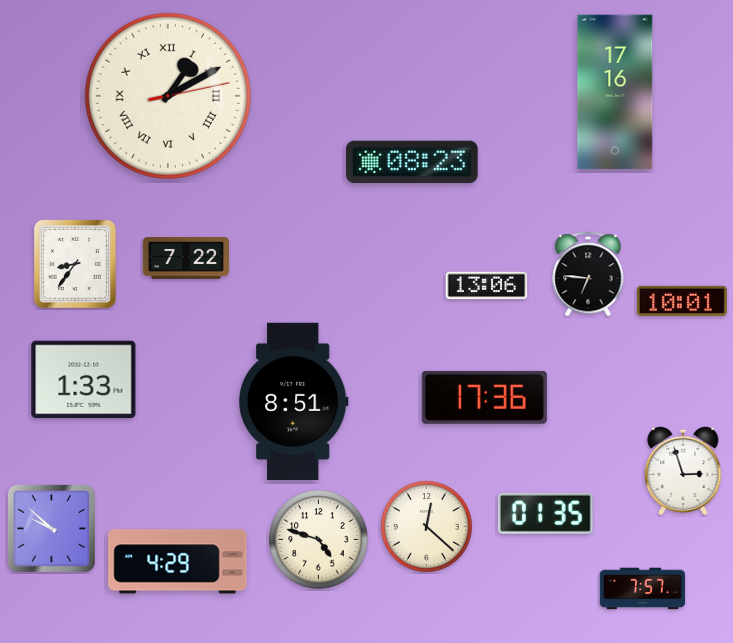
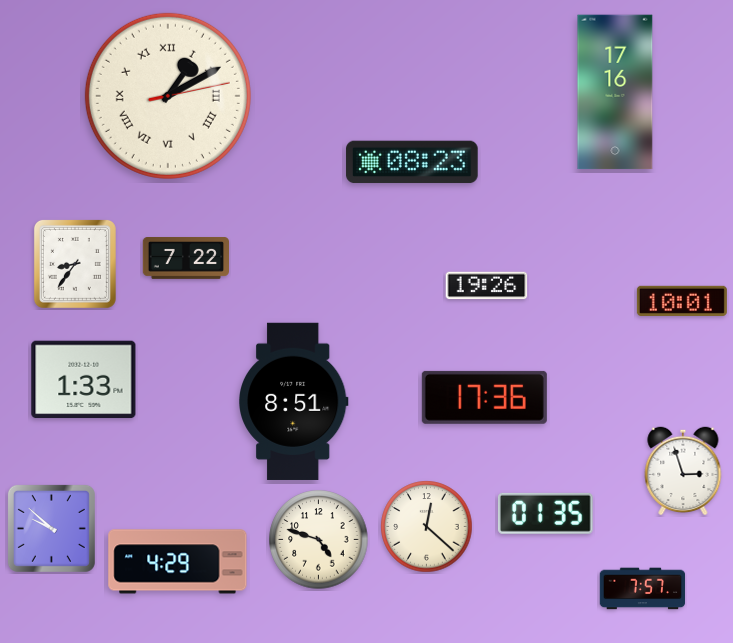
clock at (588, 274): 6:46 -> none
clock at (487, 286): 13:06 -> 19:26
